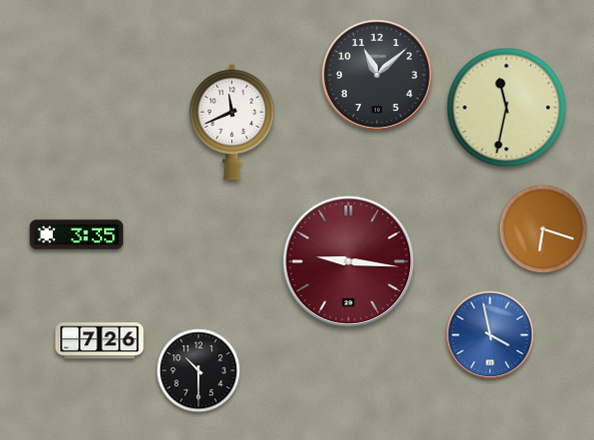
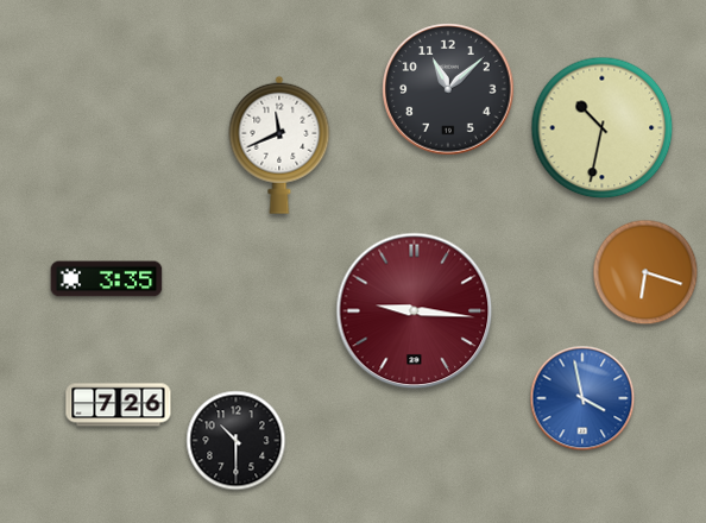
clock at (507, 108): 11:32 -> 10:32
clock at (232, 122) position: (232, 122) -> (279, 145)
clock at (77, 235) position: (77, 235) -> (107, 279)
